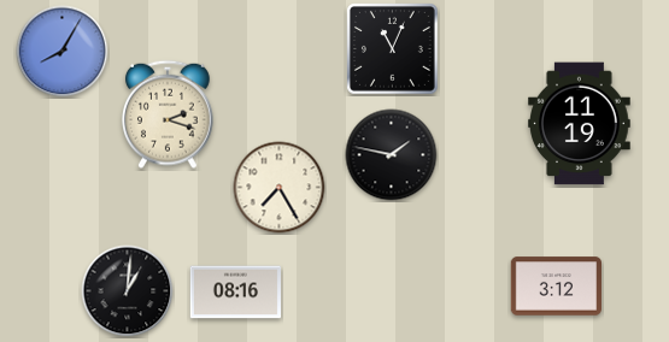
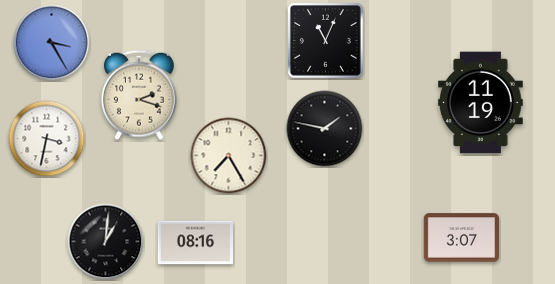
clock at (63, 52): 8:05 -> 3:25
clock at (47, 139): none -> 3:32
clock at (280, 188) position: (280, 188) -> (229, 156)
clock at (556, 287): 3:12 -> 3:07
